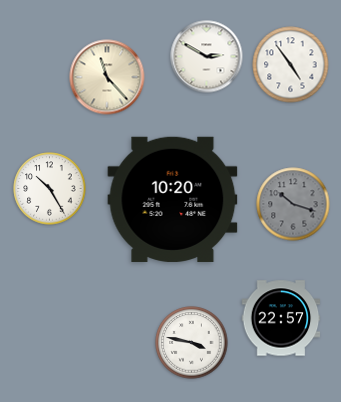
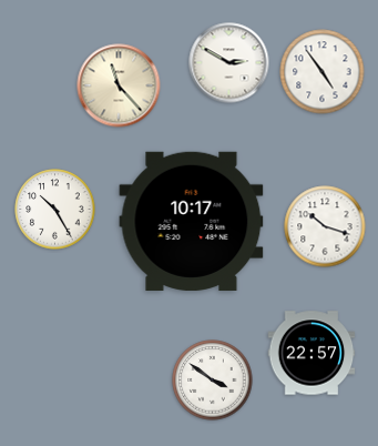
clock at (173, 199): 10:20 -> 10:17
clock at (293, 204) dial: grey -> white
clock at (192, 343): 3:47 -> 3:51
